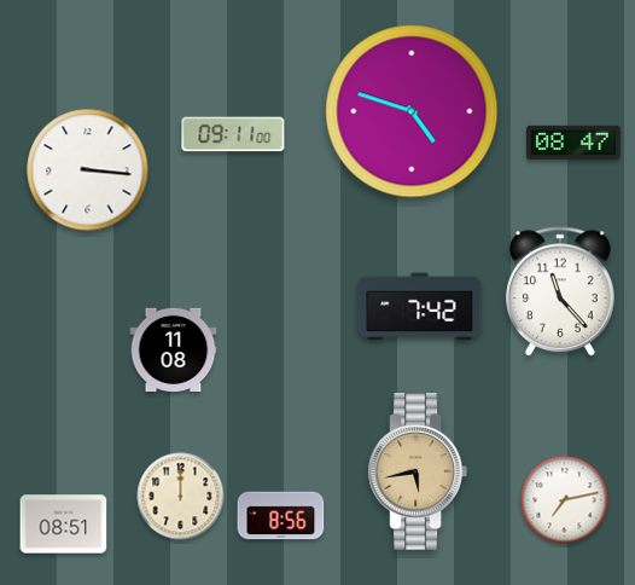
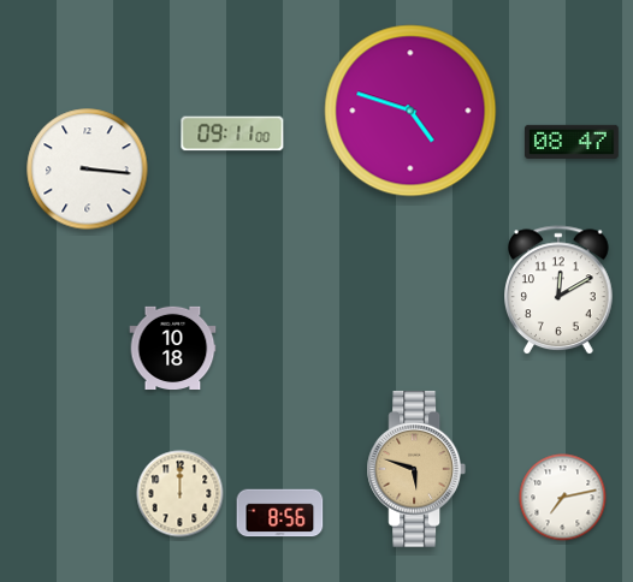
clock at (561, 292): 11:23 -> 12:10
clock at (420, 307): 7:42 -> none
clock at (174, 349): 11:08 -> 10:18
clock at (416, 471): 5:43 -> 5:48
clock at (64, 525): 08:51 -> none
